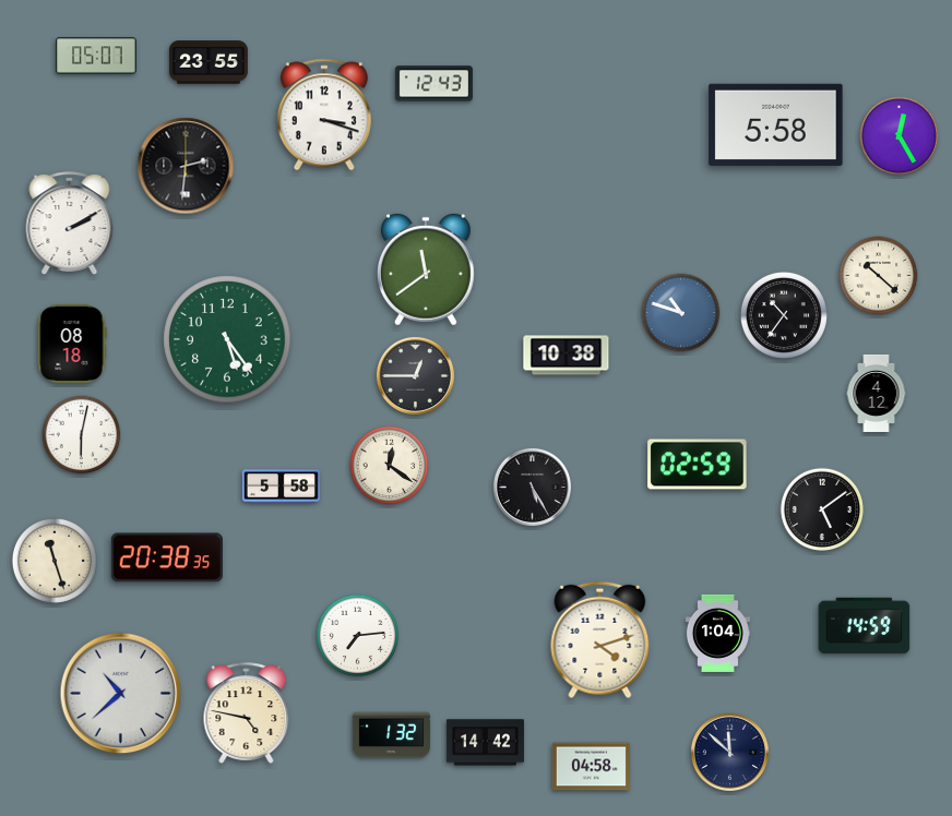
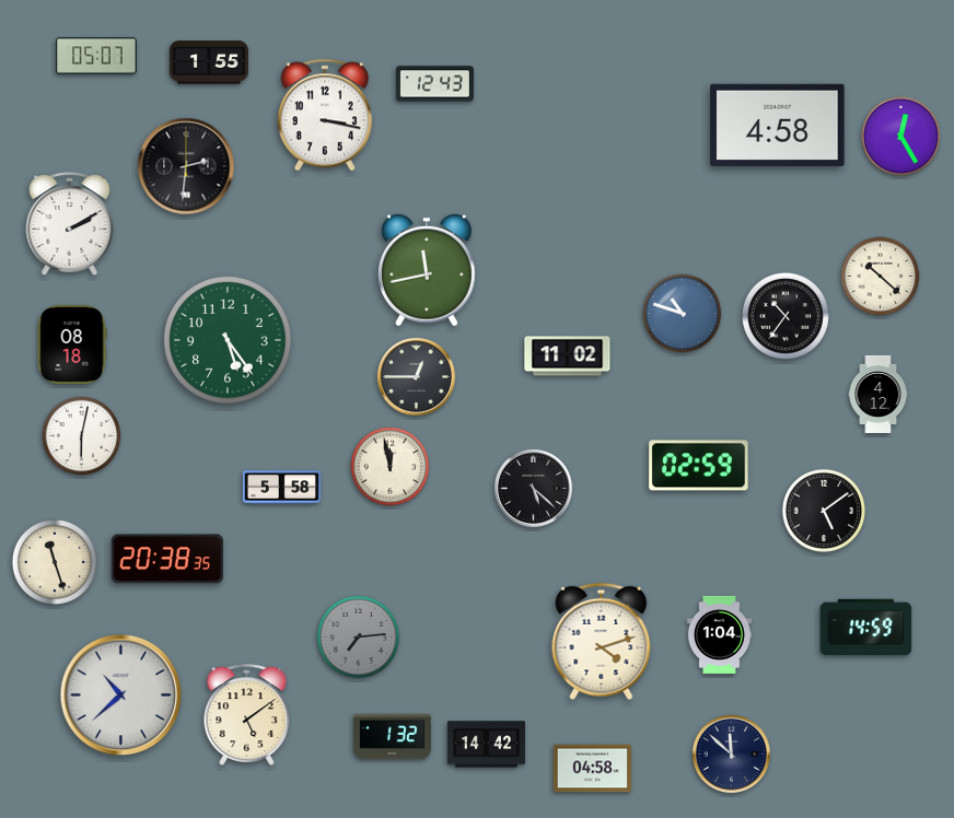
clock at (209, 62): 23:55 -> 1:55
clock at (324, 115): 3:18 -> 3:17
clock at (776, 124): 5:58 -> 4:58
clock at (426, 269): 11:39 -> 11:43
clock at (567, 356): 10:38 -> 11:02
clock at (390, 466): 12:21 -> 11:58
clock at (532, 487): 5:25 -> 5:22
clock at (358, 636) dial: white -> grey
clock at (247, 712): 4:47 -> 5:09
